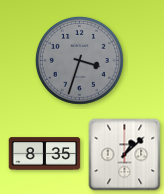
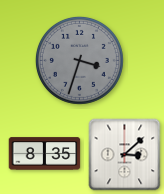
clock at (125, 155): 1:08 -> 3:08
